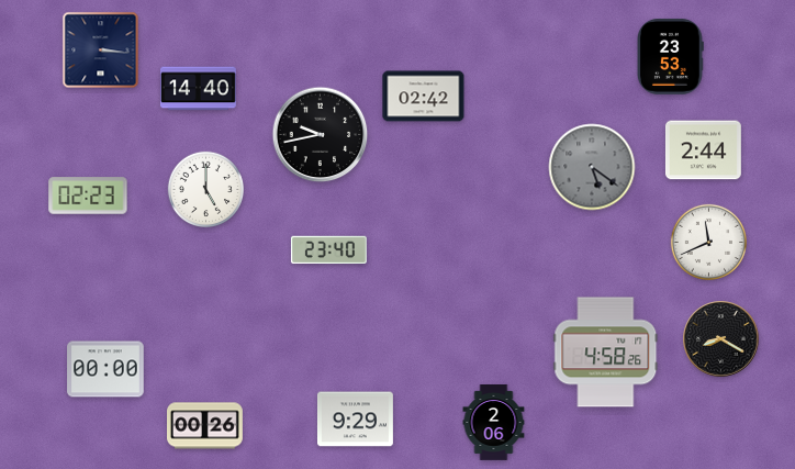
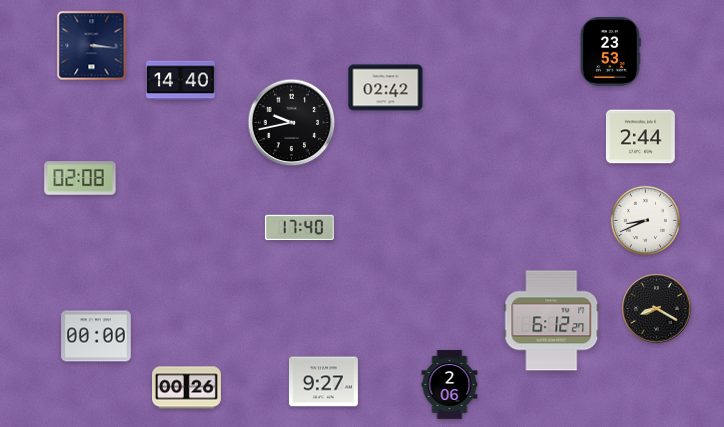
clock at (592, 167): 5:21 -> none
clock at (205, 189): 5:00 -> none
clock at (88, 196): 02:23 -> 02:08
clock at (708, 242): 11:41 -> 8:41
clock at (328, 250): 23:40 -> 17:40
clock at (606, 353): 4:58 -> 6:12
clock at (355, 420): 9:29 -> 9:27
